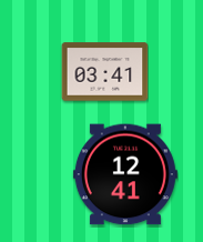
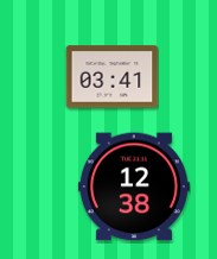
clock at (125, 174): 12:41 -> 12:38
